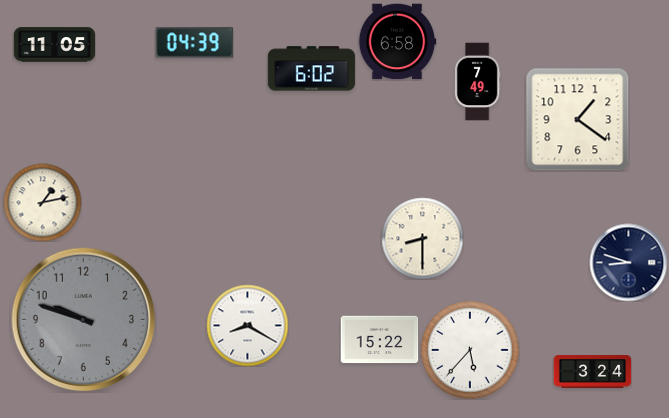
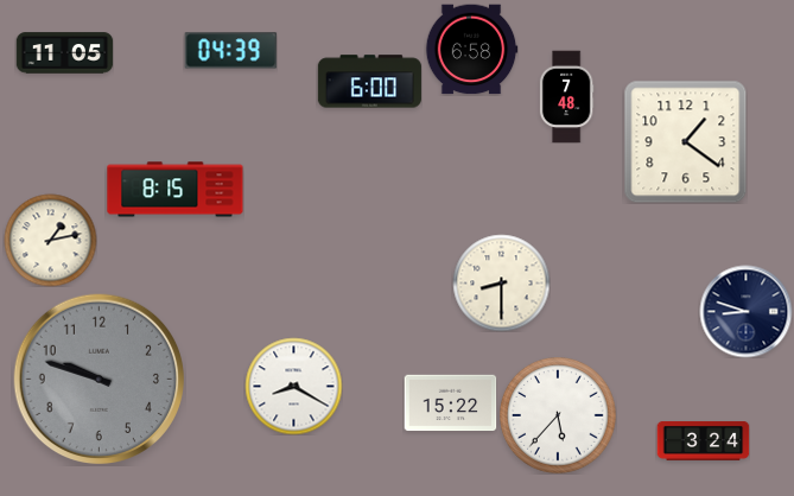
clock at (311, 69): 6:02 -> 6:00
clock at (477, 81): 7:49 -> 7:48
clock at (176, 190): none -> 8:15
